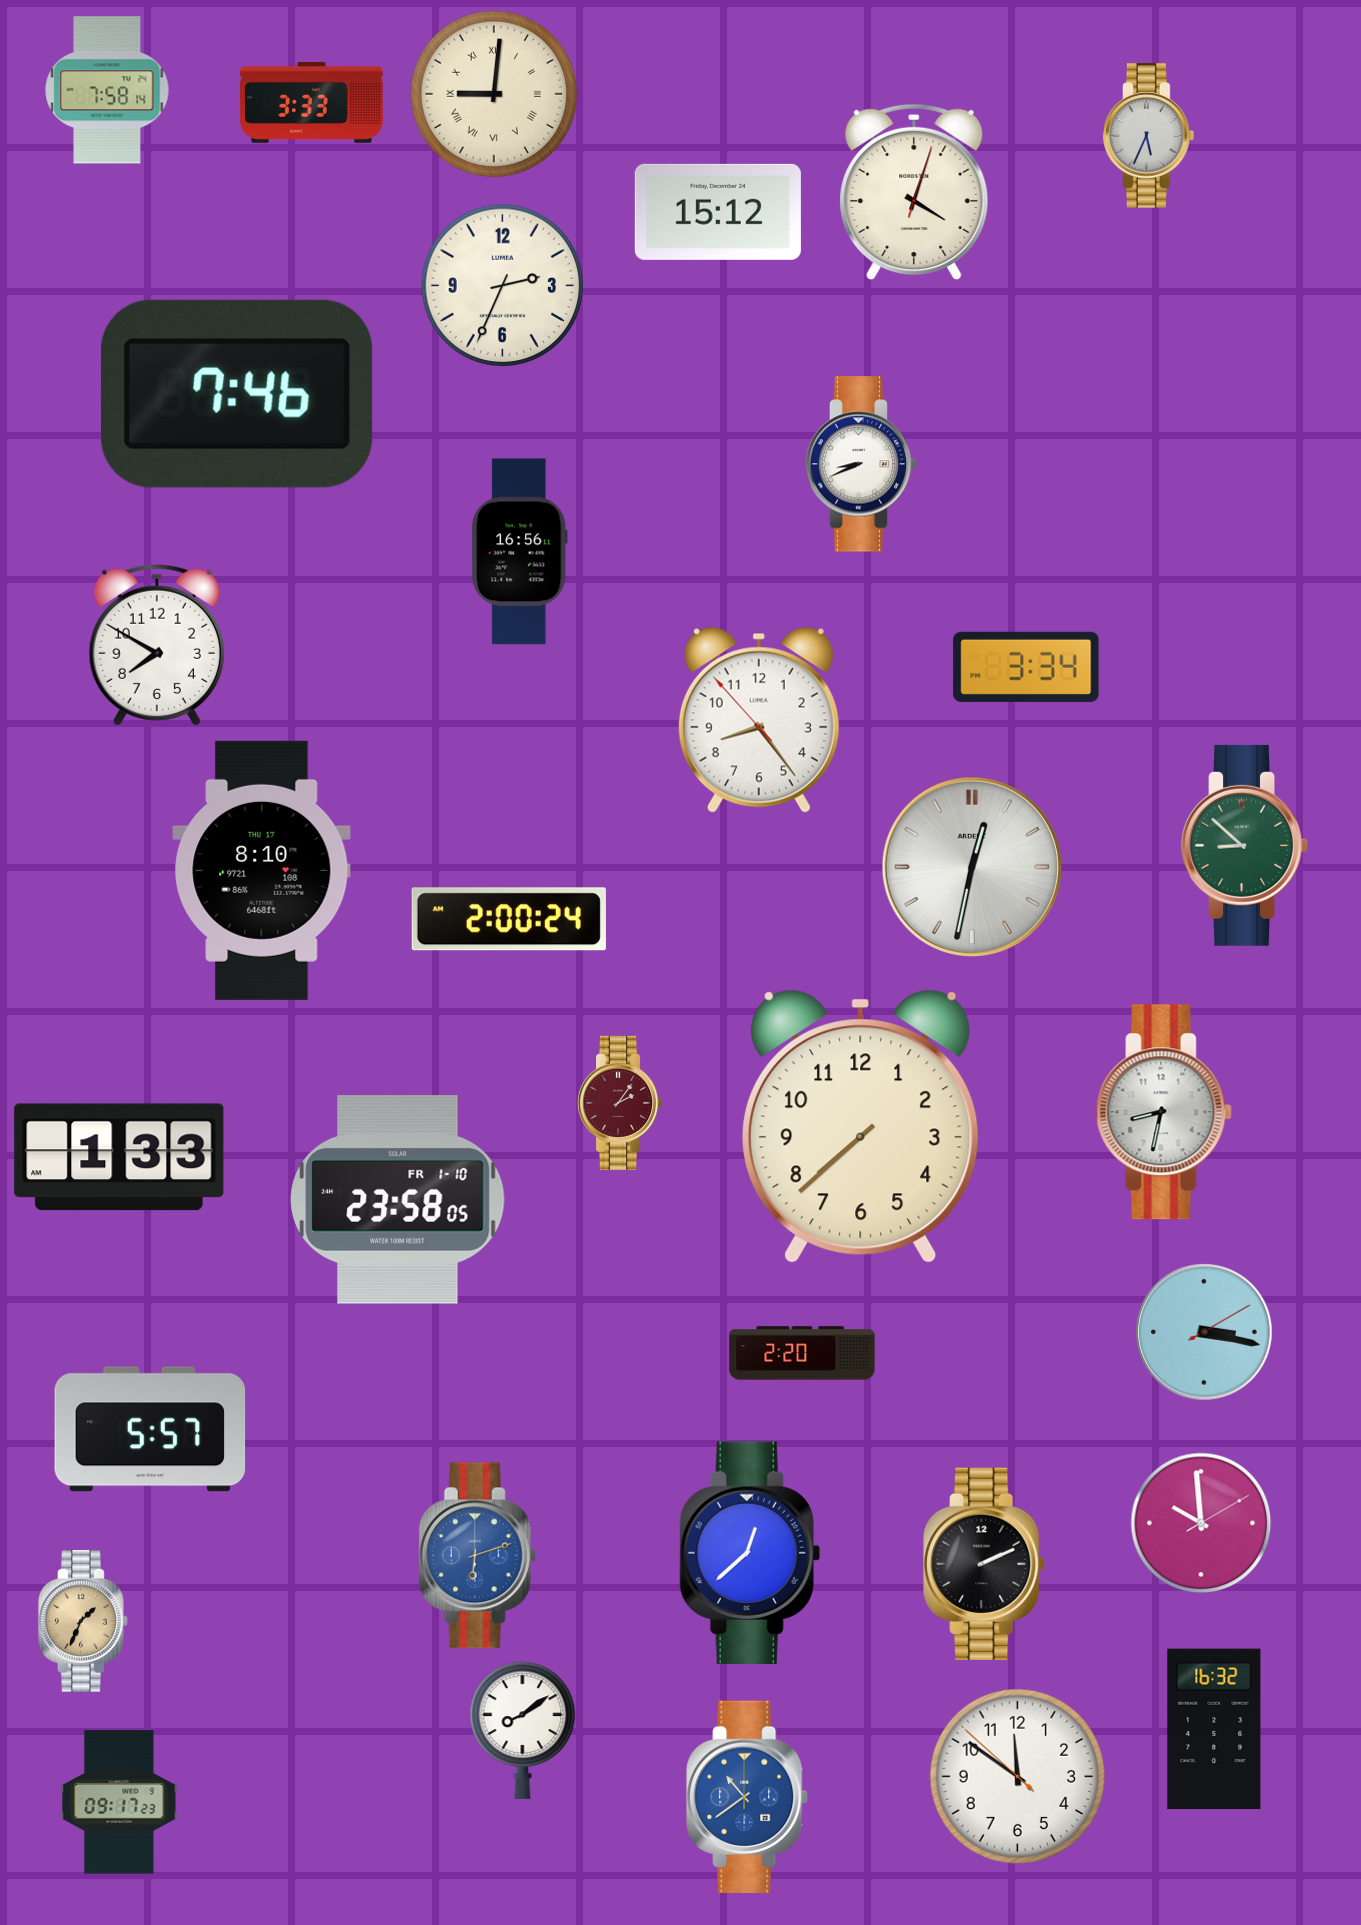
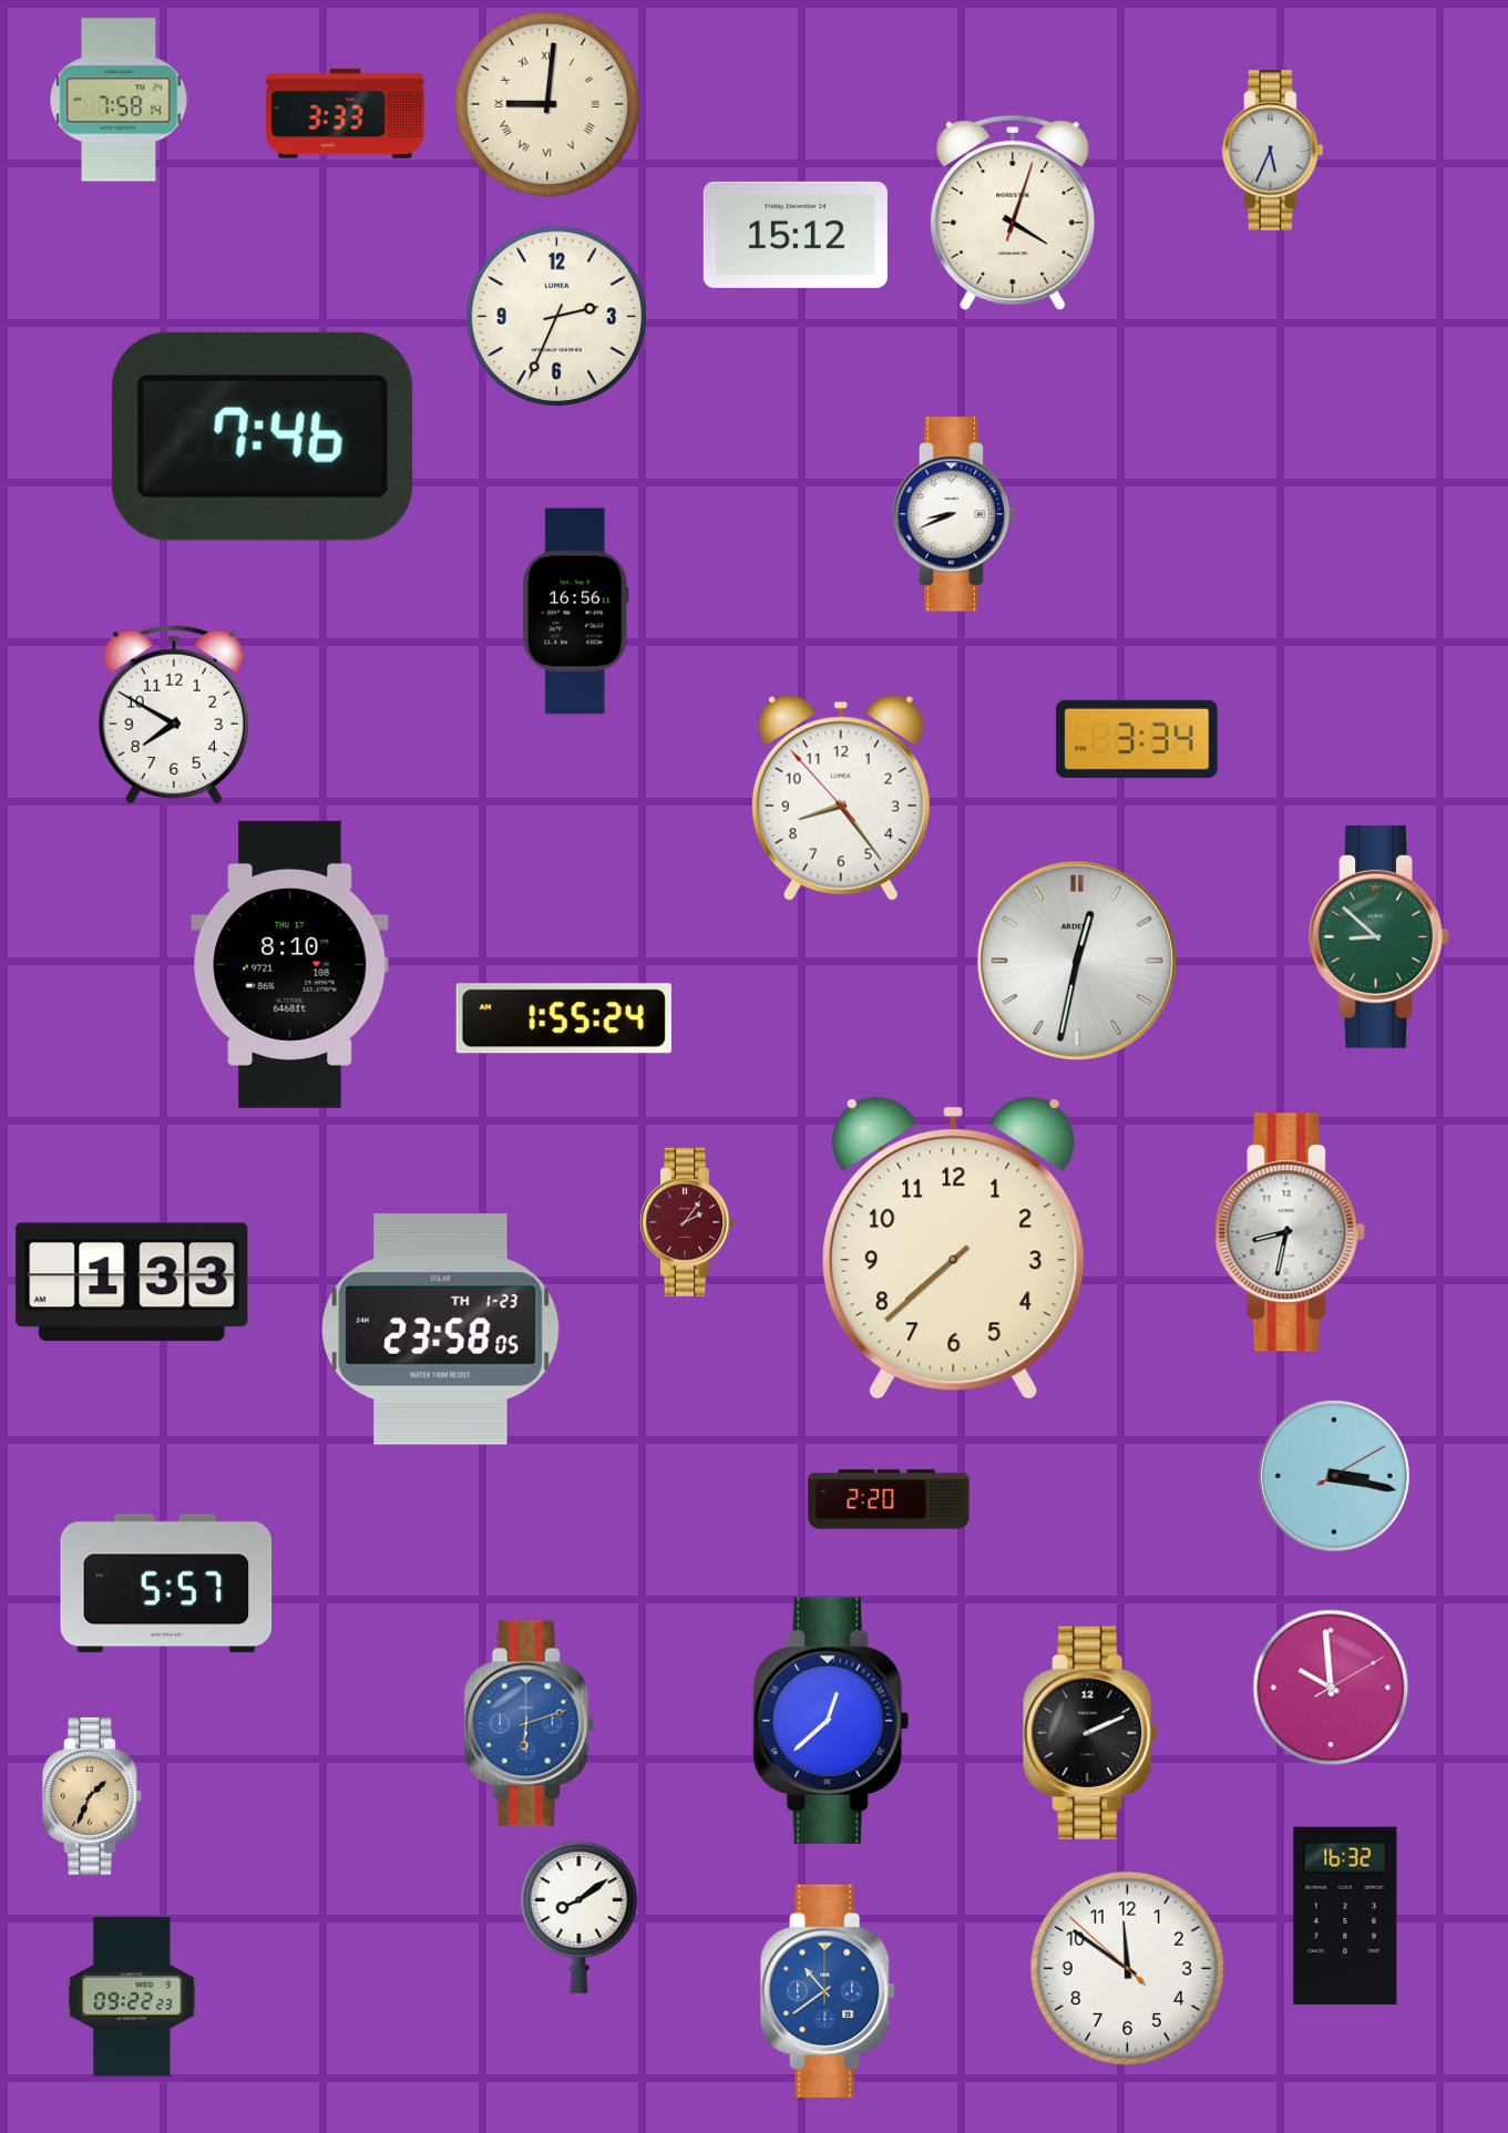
clock at (509, 919): 2:00 -> 1:55
clock at (398, 1200) date: FR 1-10 -> TH 1-23
clock at (119, 1802): 09:17 -> 09:22
